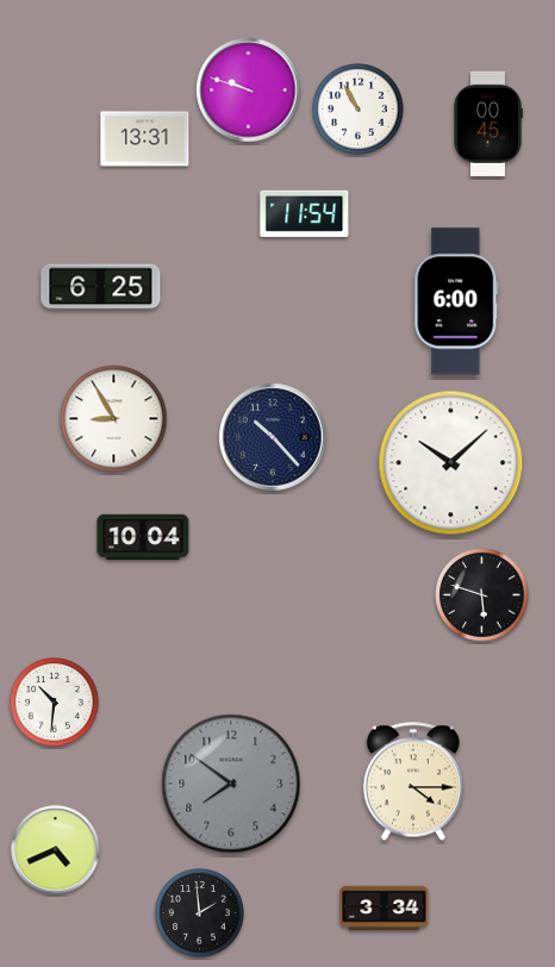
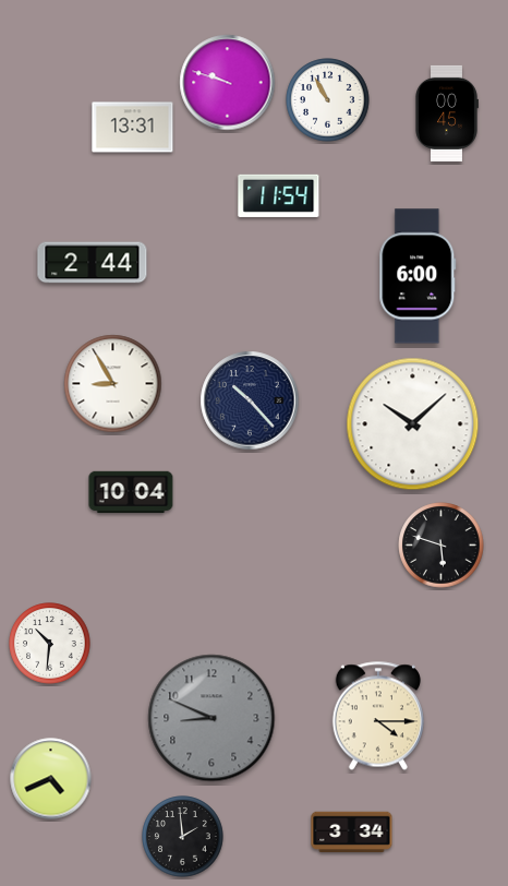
clock at (101, 287): 6:25 -> 2:44
clock at (114, 419) position: (114, 419) -> (113, 384)
clock at (231, 784): 7:51 -> 8:49
